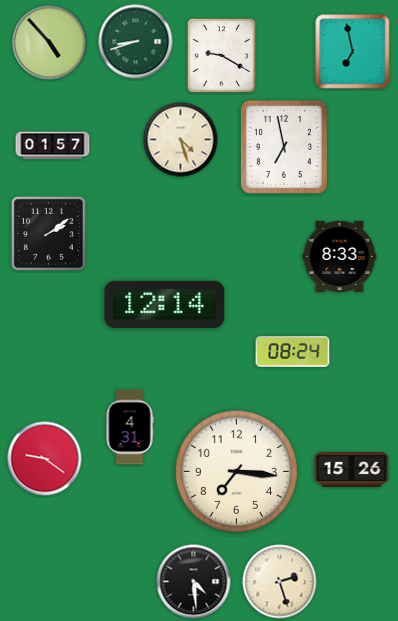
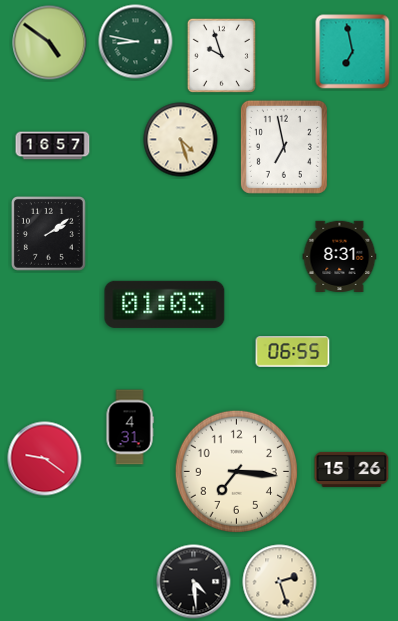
clock at (136, 42): 8:42 -> 8:47
clock at (50, 43): 4:53 -> 4:51
clock at (221, 55): 9:20 -> 9:57
clock at (53, 146): 01:57 -> 16:57
clock at (340, 256): 8:33 -> 8:31
clock at (165, 304): 12:14 -> 01:03
clock at (293, 352): 08:24 -> 06:55
